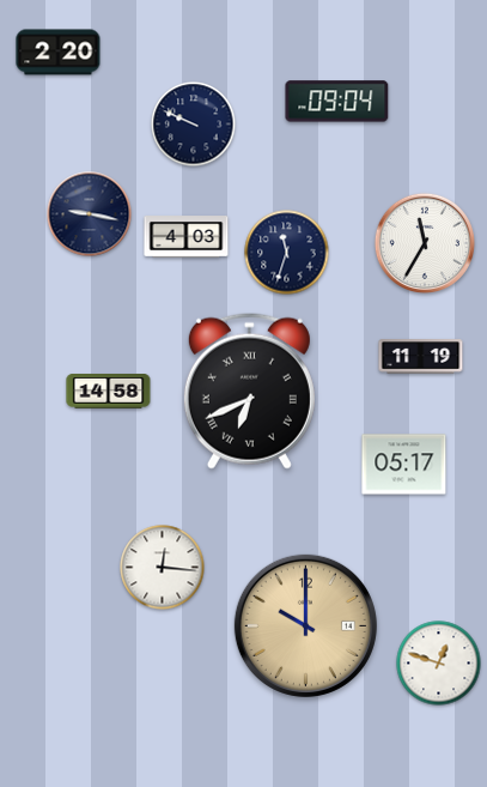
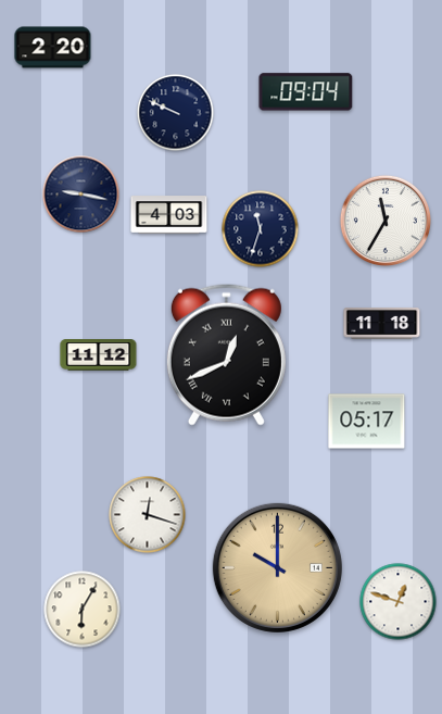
clock at (421, 357): 11:19 -> 11:18
clock at (249, 391): 6:41 -> 12:41
clock at (109, 392): 14:58 -> 11:12
clock at (163, 568): 12:16 -> 12:18
clock at (83, 610): none -> 6:05
